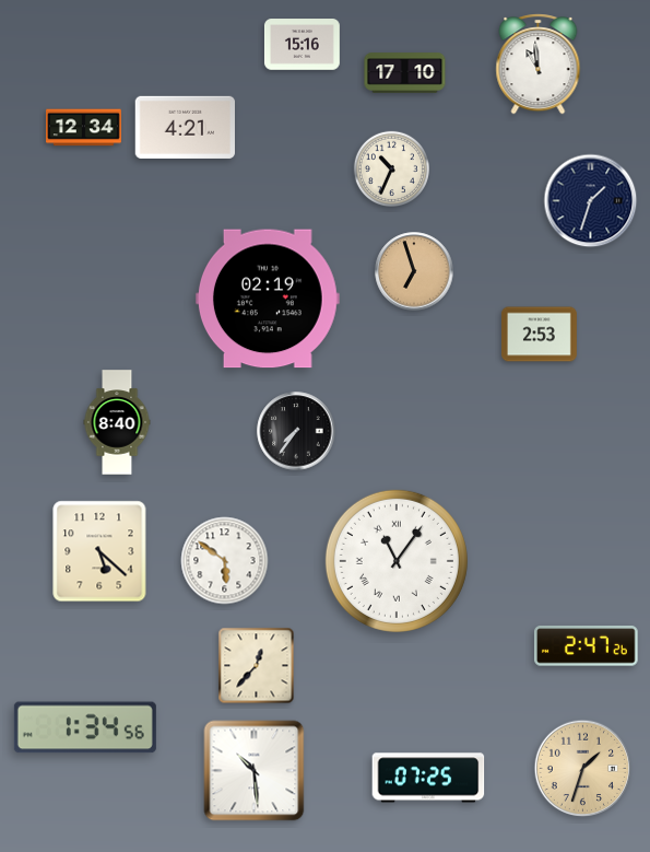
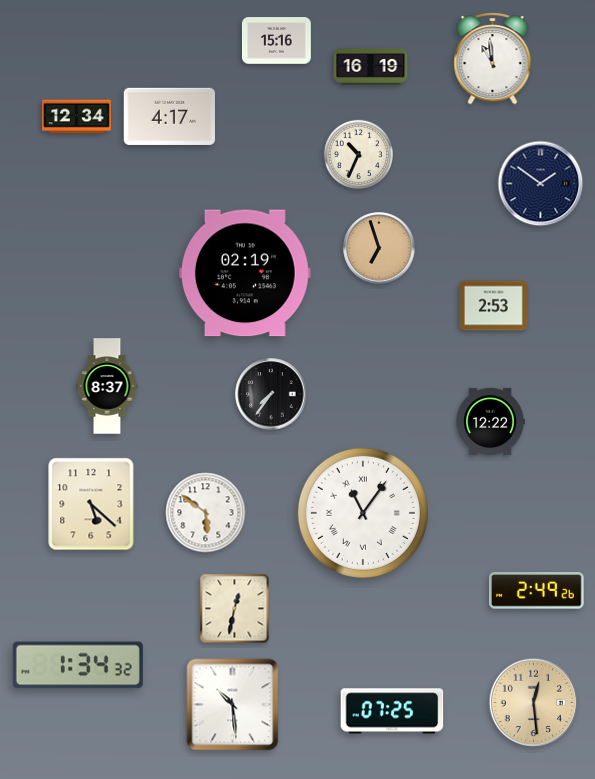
clock at (405, 73): 17:10 -> 16:19
clock at (185, 127): 4:21 -> 4:17
clock at (591, 201): 1:33 -> 1:51
clock at (117, 422): 8:40 -> 8:37
clock at (490, 421): none -> 12:22
clock at (587, 646): 2:47 -> 2:49
clock at (257, 666): 12:37 -> 12:32
clock at (85, 727): 1:34:56 -> 1:34:32
clock at (583, 769): 1:33 -> 12:29
